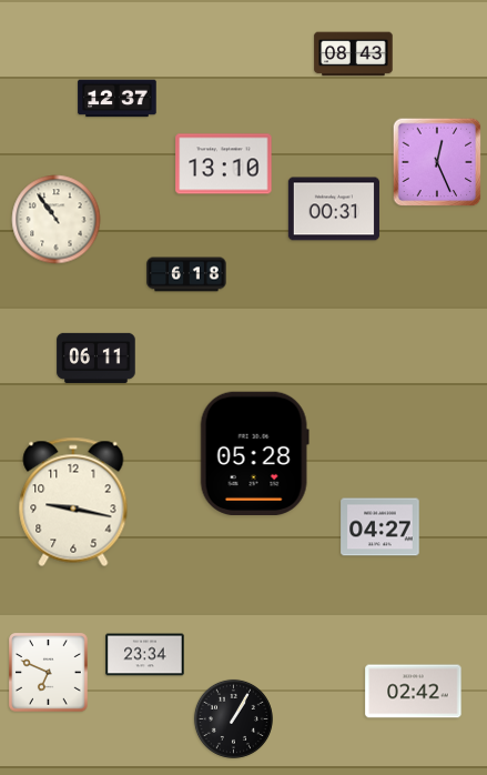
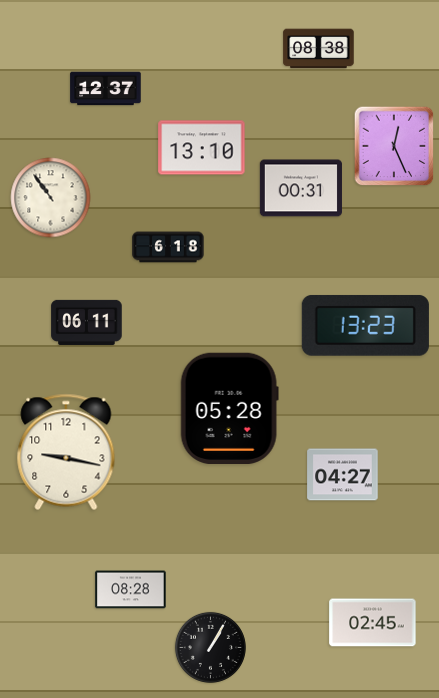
clock at (354, 54): 08:43 -> 08:38
clock at (365, 326): none -> 13:23
clock at (145, 655): 23:34 -> 08:28
clock at (49, 673): 6:49 -> none
clock at (414, 692): 02:42 -> 02:45
